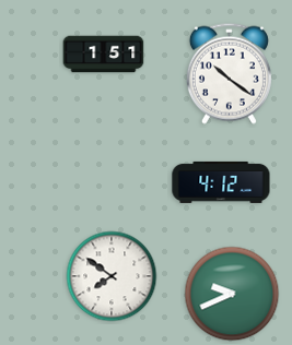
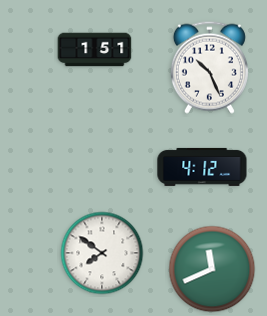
clock at (229, 73): 10:21 -> 10:26
clock at (232, 294): 9:41 -> 11:41
